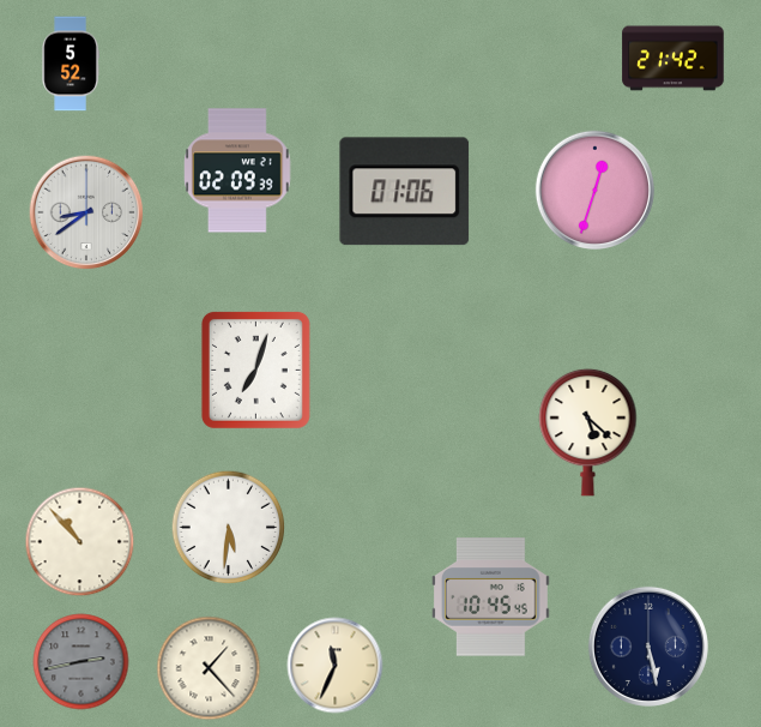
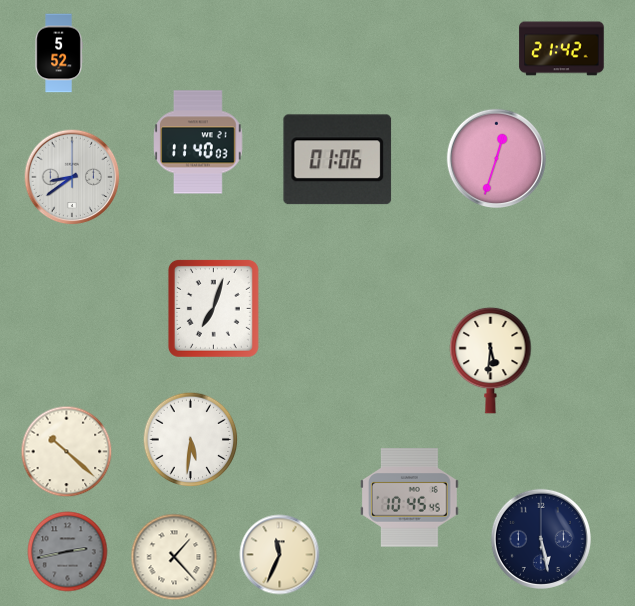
clock at (238, 170): 02:09 -> 11:40
clock at (588, 432): 5:22 -> 5:31
clock at (80, 542): 10:53 -> 10:22
